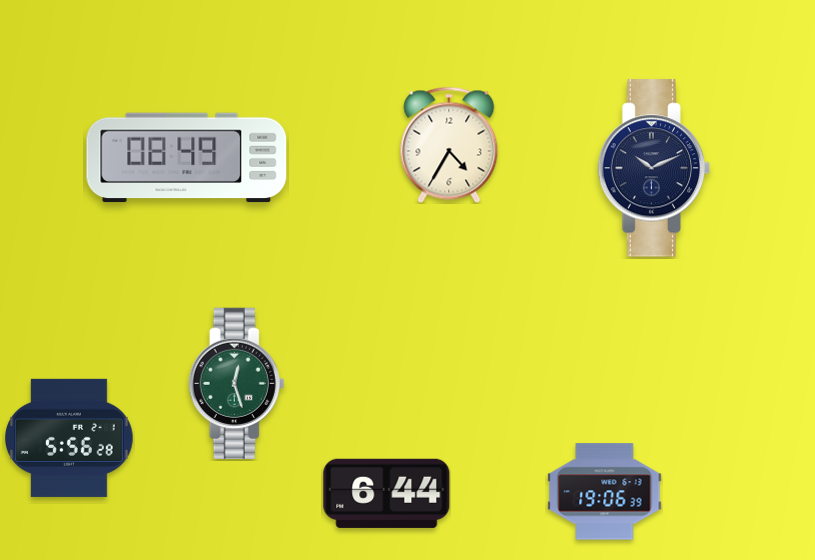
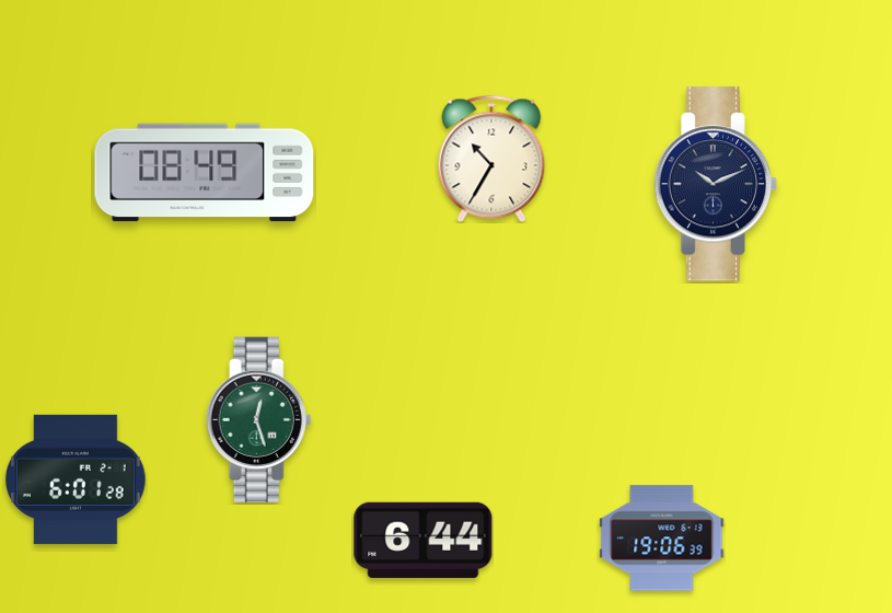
clock at (449, 145): 4:35 -> 10:35
clock at (69, 438): 5:56 -> 6:01
